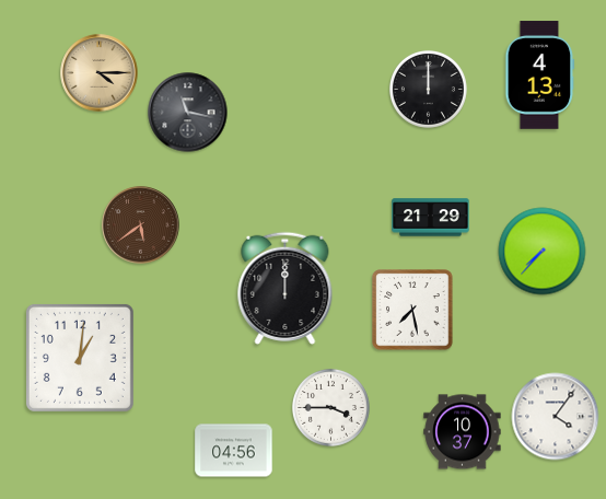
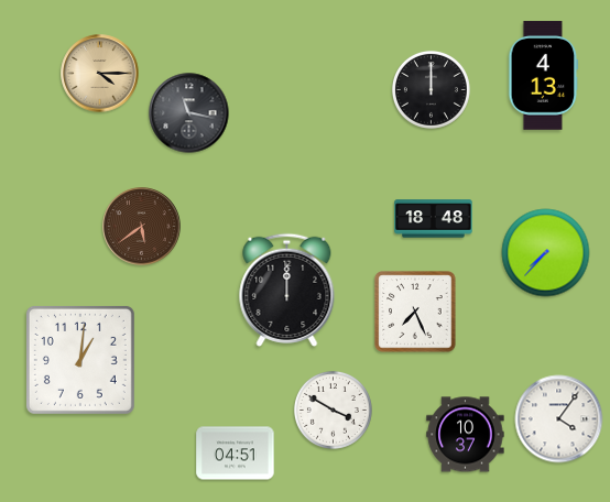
clock at (431, 218): 21:29 -> 18:48
clock at (412, 310): 7:28 -> 7:26
clock at (330, 407): 3:45 -> 3:50
clock at (234, 451): 04:56 -> 04:51
